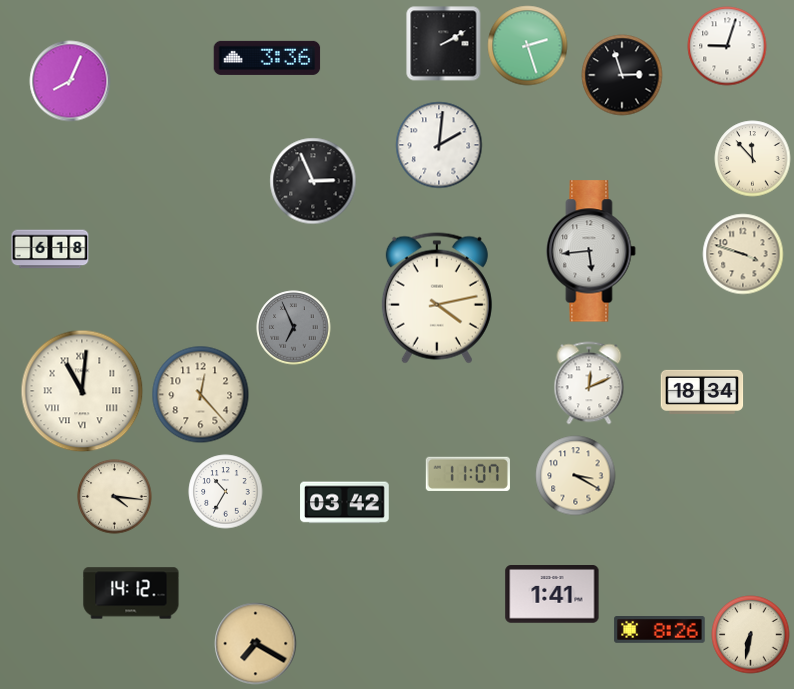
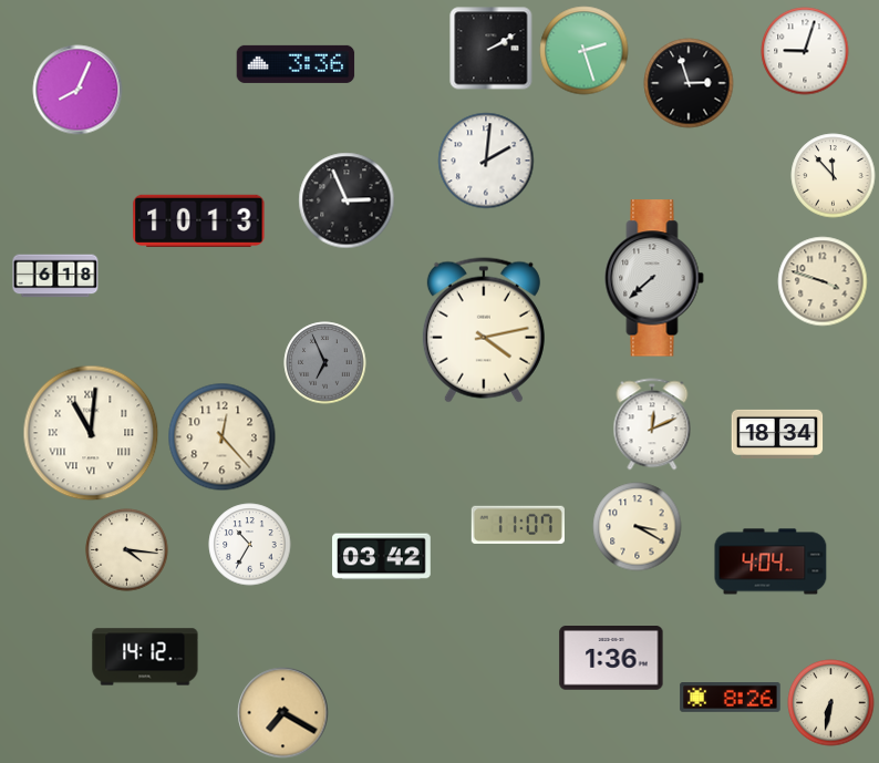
clock at (199, 220): none -> 10:13
clock at (591, 251): 5:44 -> 7:38
clock at (771, 561): none -> 4:04
clock at (552, 595): 1:41 -> 1:36
